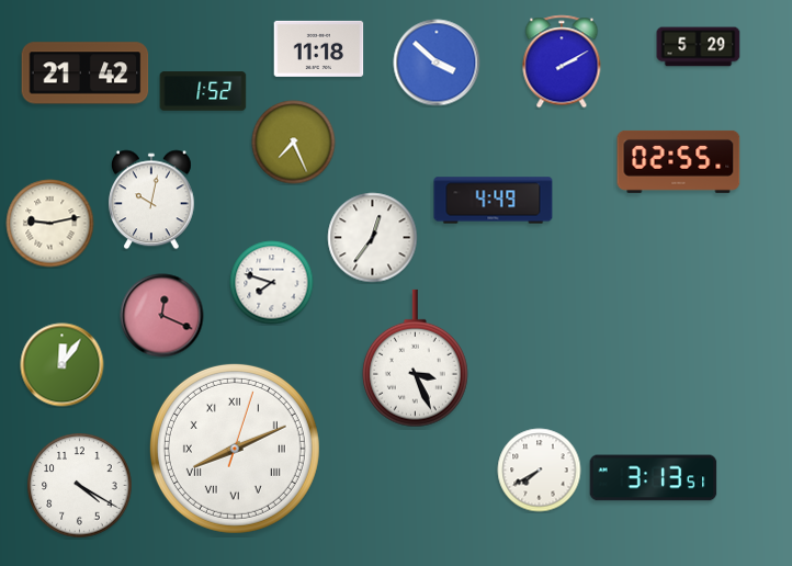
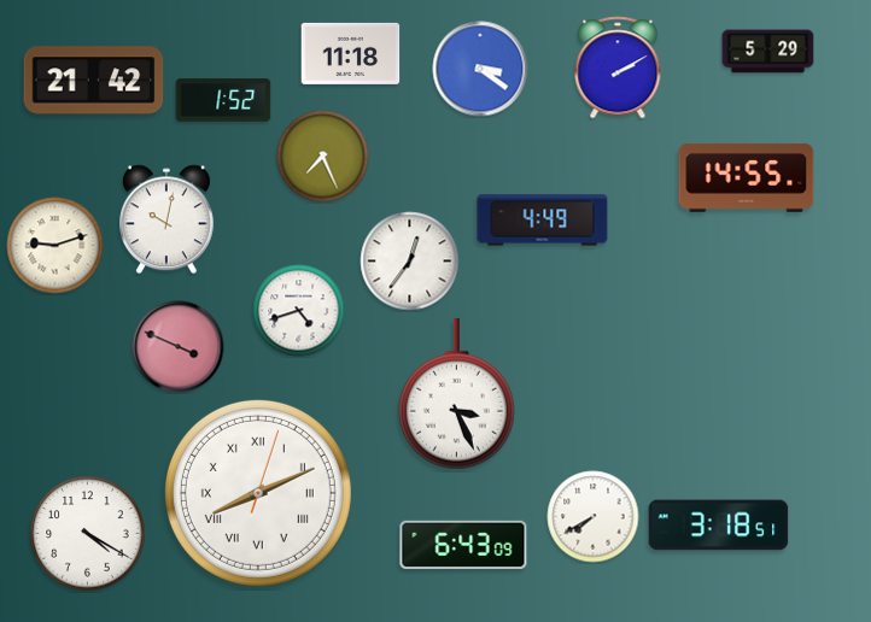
clock at (437, 63): 3:52 -> 3:21
clock at (679, 161): 02:55 -> 14:55
clock at (50, 224): 9:13 -> 9:12
clock at (272, 283): 7:48 -> 4:42
clock at (162, 316): 12:19 -> 3:49
clock at (63, 365): 12:06 -> none
clock at (654, 478): 3:13 -> 3:18
clock at (463, 545): none -> 6:43
